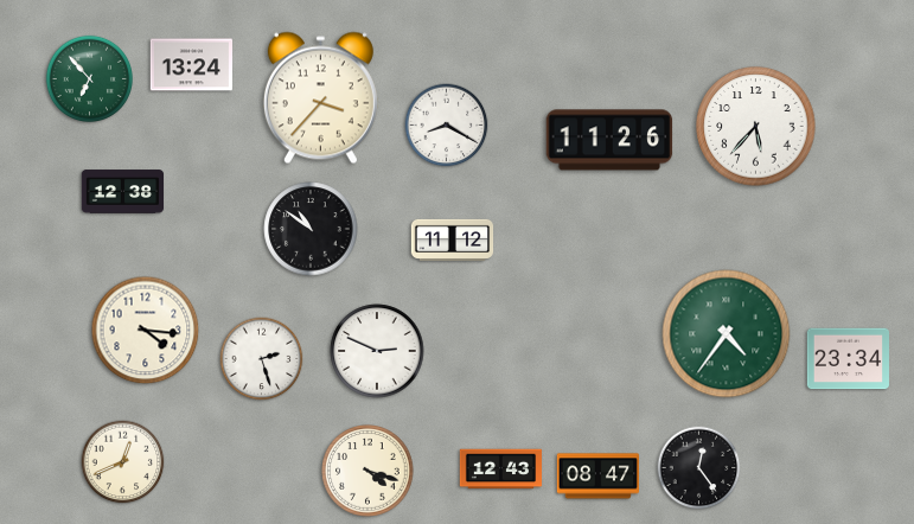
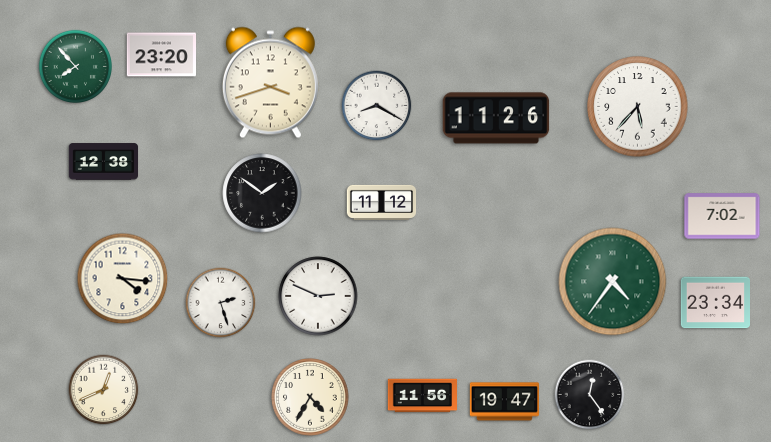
clock at (191, 65): 13:24 -> 23:20
clock at (89, 78): 6:53 -> 7:53
clock at (320, 98): 3:37 -> 3:42
clock at (609, 140) position: (609, 140) -> (496, 118)
clock at (311, 229): 10:51 -> 1:51
clock at (722, 216): none -> 7:02
clock at (501, 469): 12:43 -> 11:56
clock at (367, 471): 4:18 -> 4:35
clock at (597, 477): 08:47 -> 19:47
